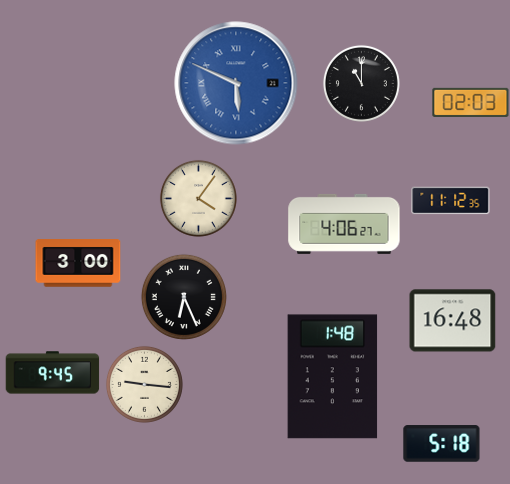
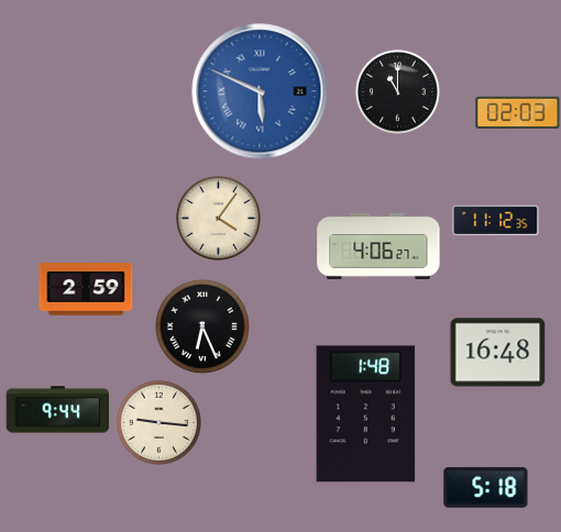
clock at (78, 263): 3:00 -> 2:59
clock at (53, 373): 9:45 -> 9:44
